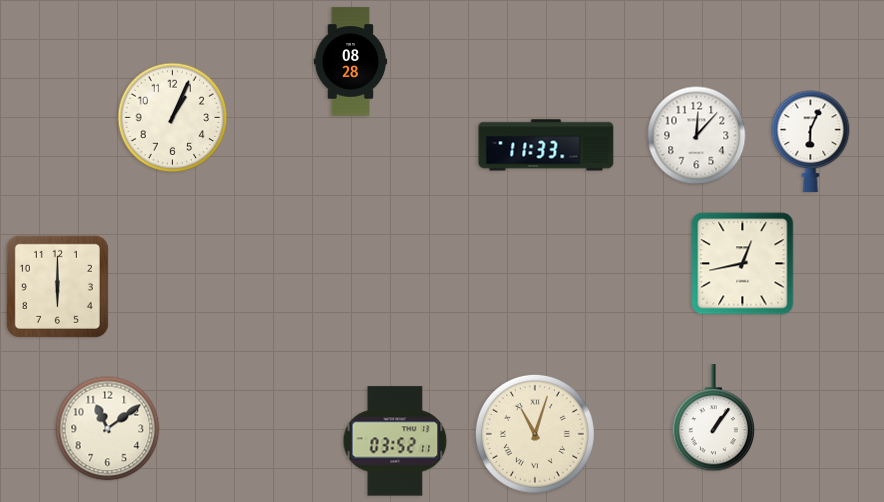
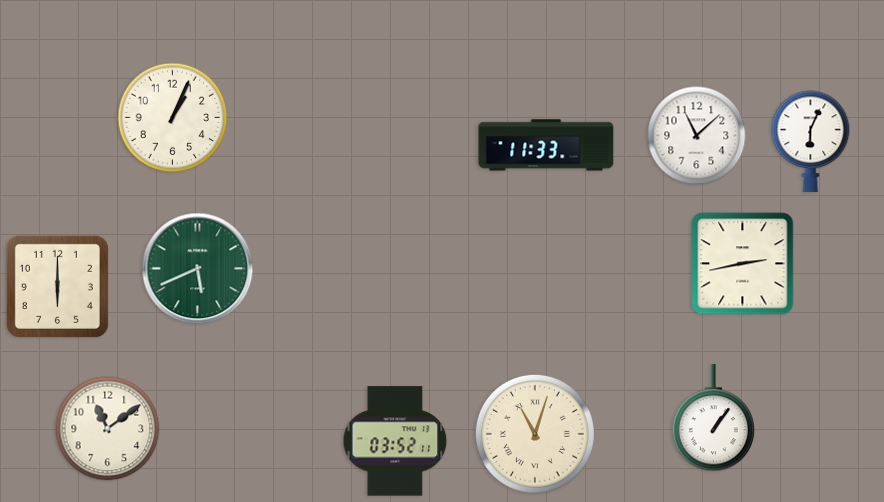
clock at (351, 62): 08:28 -> none
clock at (697, 136): 12:07 -> 11:08
clock at (743, 264): 12:43 -> 2:43
clock at (198, 269): none -> 5:41
